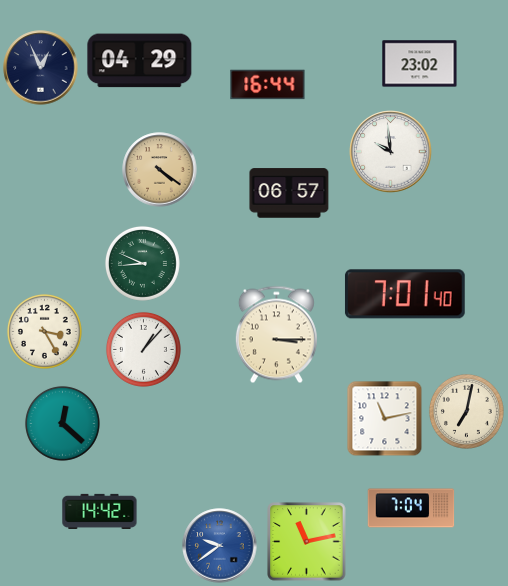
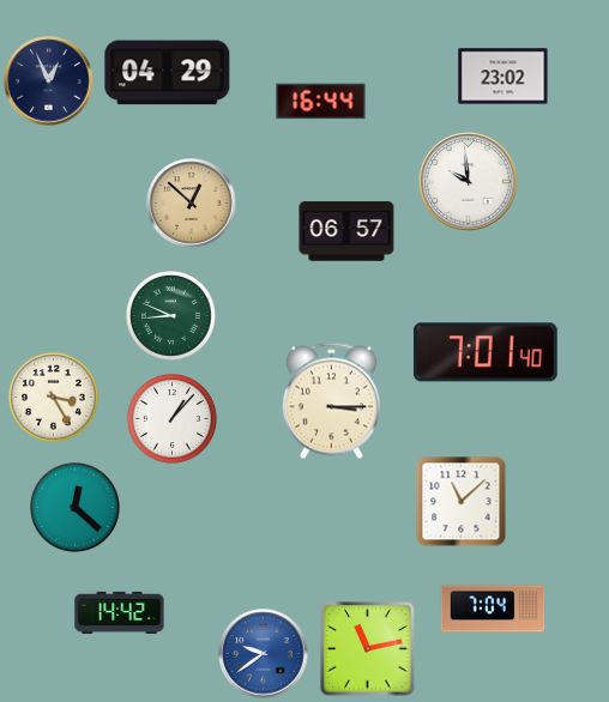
clock at (160, 170): 4:21 -> 12:52
clock at (466, 411): 7:02 -> none
clock at (385, 419): 11:13 -> 11:08
